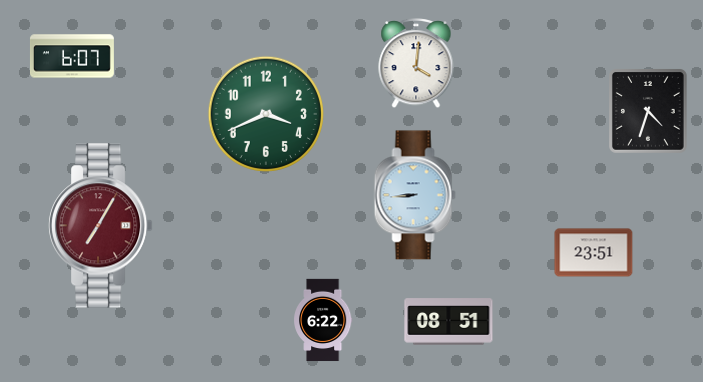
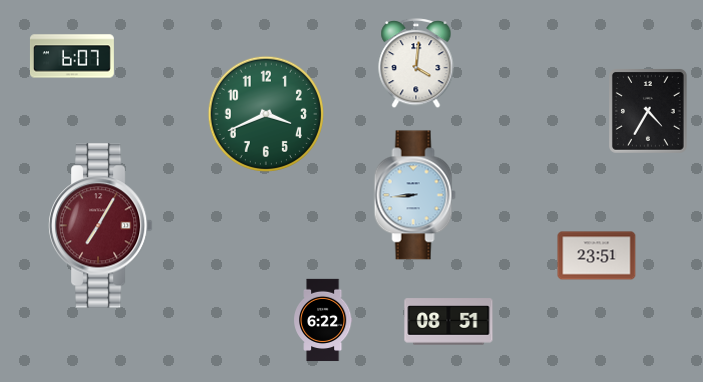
clock at (649, 112): 4:33 -> 4:35
clock at (594, 253) position: (594, 253) -> (597, 256)
